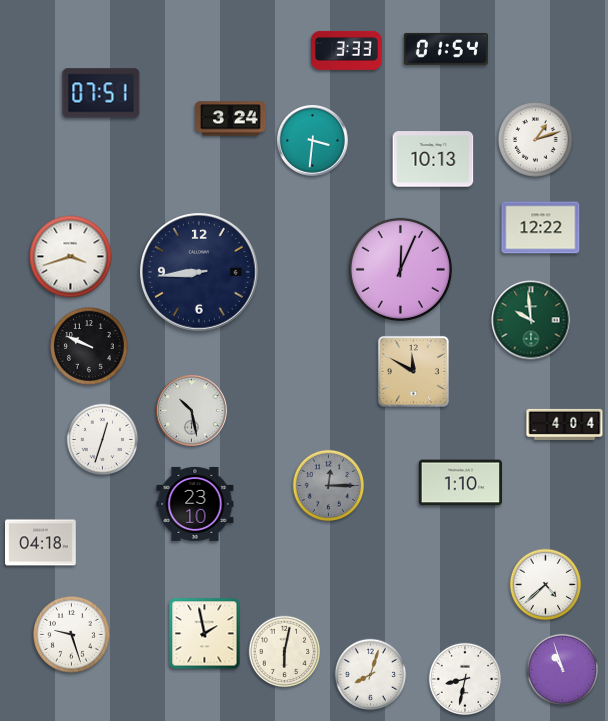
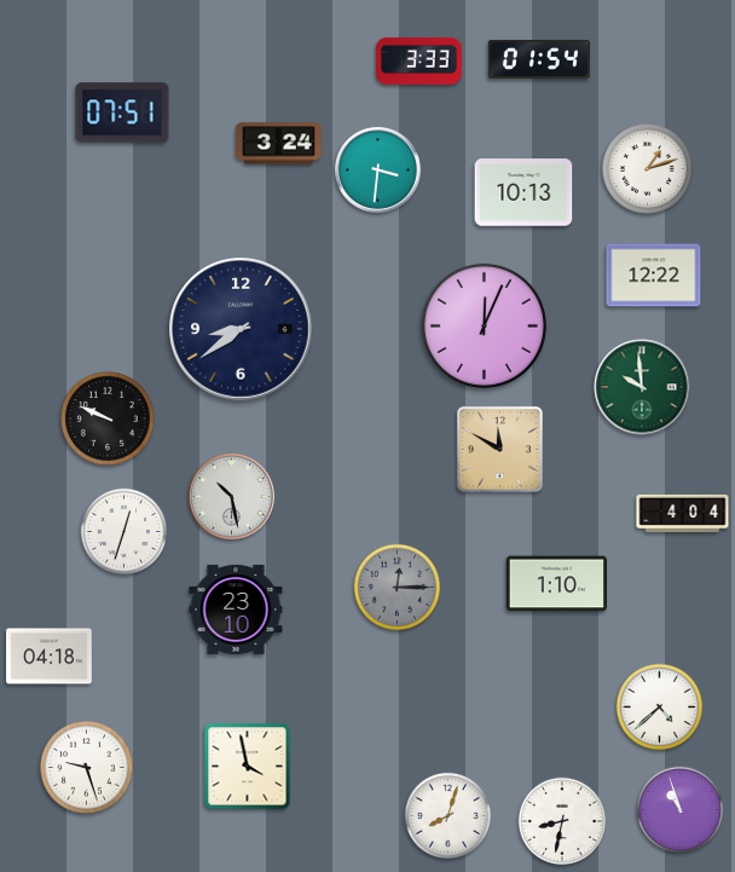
clock at (71, 257): 3:42 -> none
clock at (200, 273): 8:44 -> 8:39
clock at (205, 634): 1:58 -> 3:58
clock at (285, 652): 6:02 -> none
